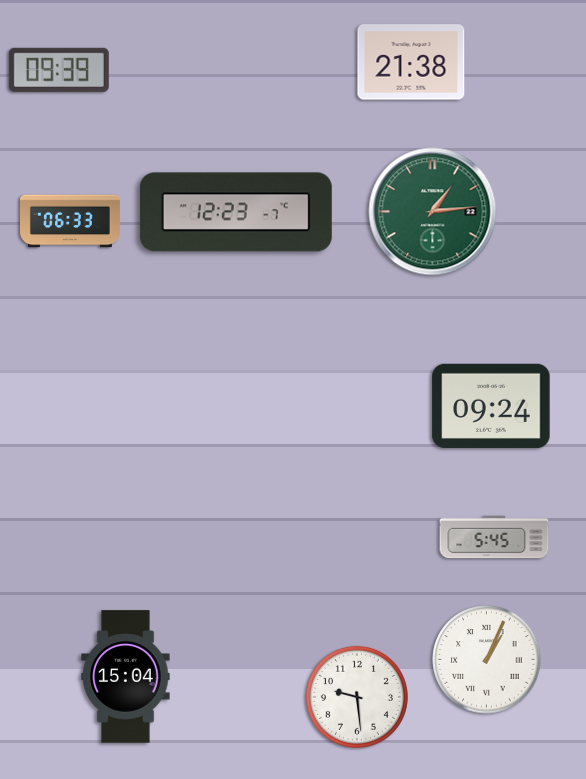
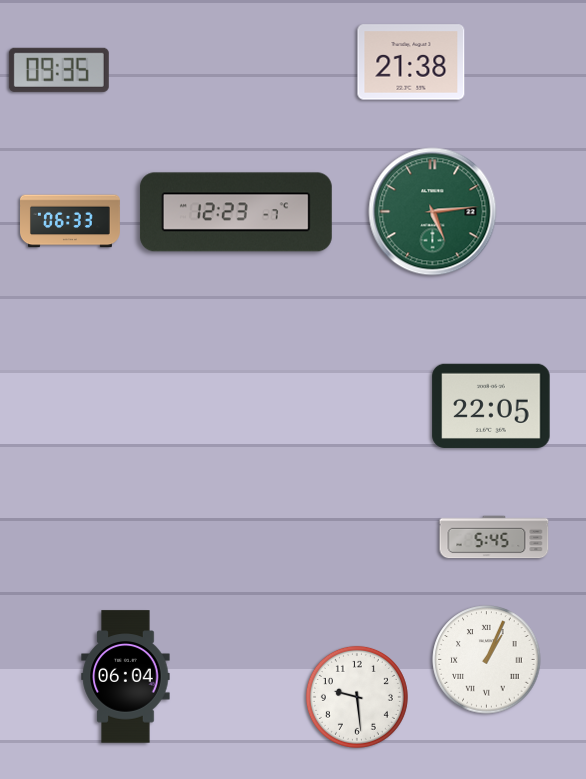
clock at (59, 70): 09:39 -> 09:35
clock at (433, 212): 1:14 -> 5:14
clock at (491, 405): 09:24 -> 22:05
clock at (126, 677): 15:04 -> 06:04
